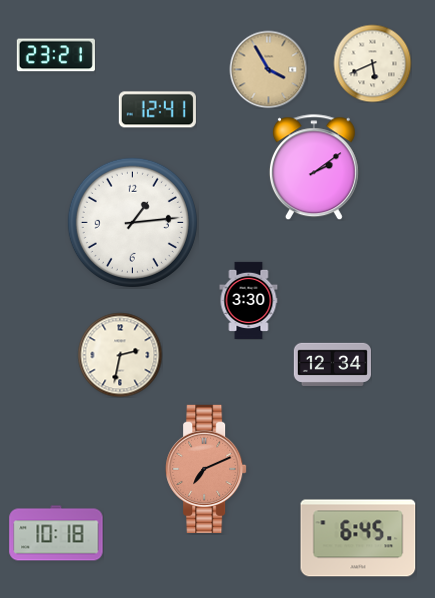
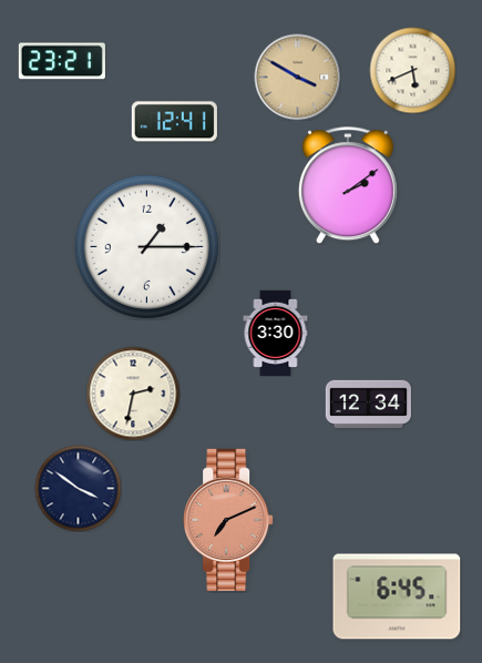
clock at (268, 69): 3:55 -> 3:50
clock at (132, 222): 1:14 -> 1:15
clock at (78, 488): none -> 3:51
clock at (56, 533): 10:18 -> none
